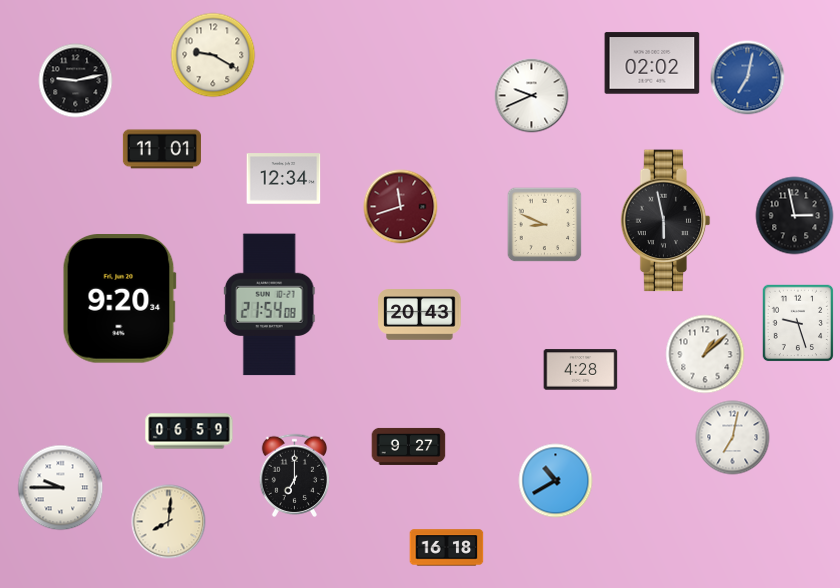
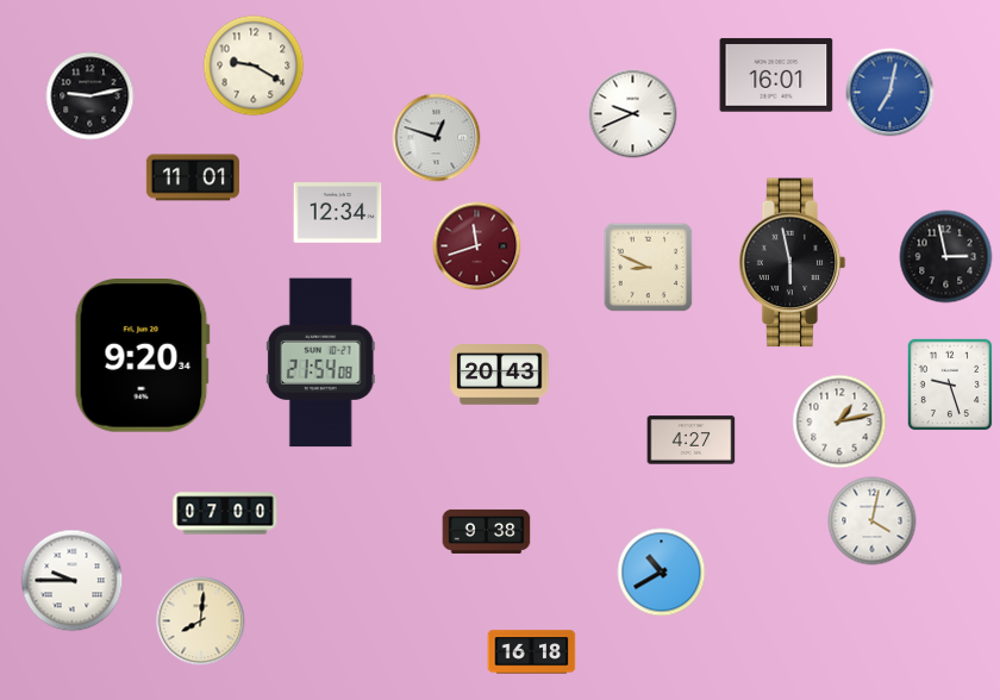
clock at (652, 63): 02:02 -> 16:01
clock at (437, 138): none -> 12:48
clock at (705, 354): 1:08 -> 1:13
clock at (581, 370): 4:28 -> 4:27
clock at (189, 431): 06:59 -> 07:00
clock at (733, 438): 7:02 -> 4:02
clock at (409, 446): 9:27 -> 9:38
clock at (294, 475): 7:00 -> none
